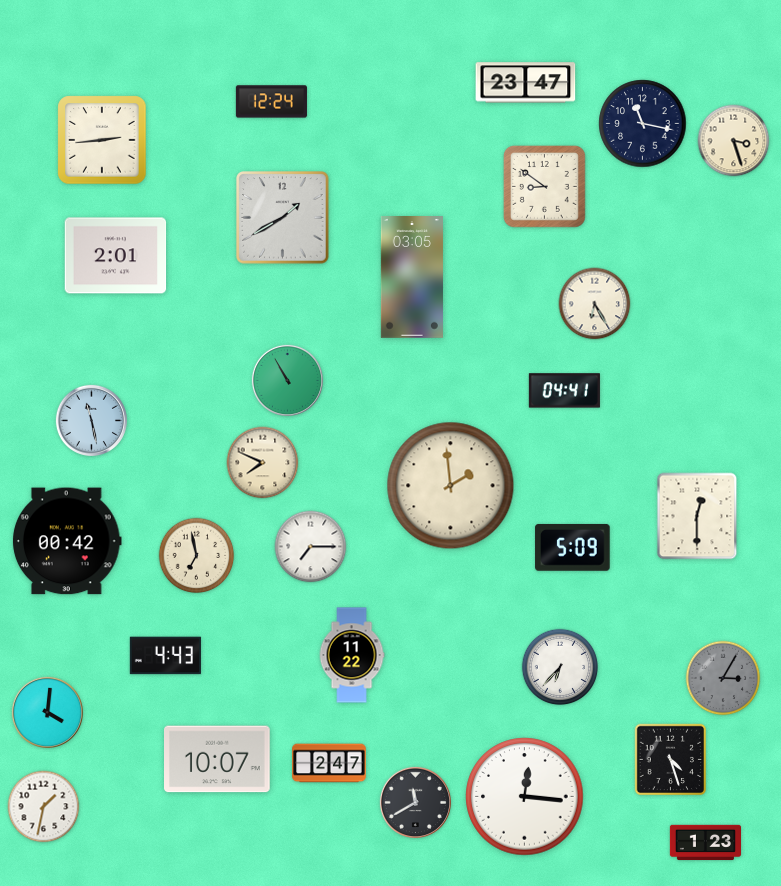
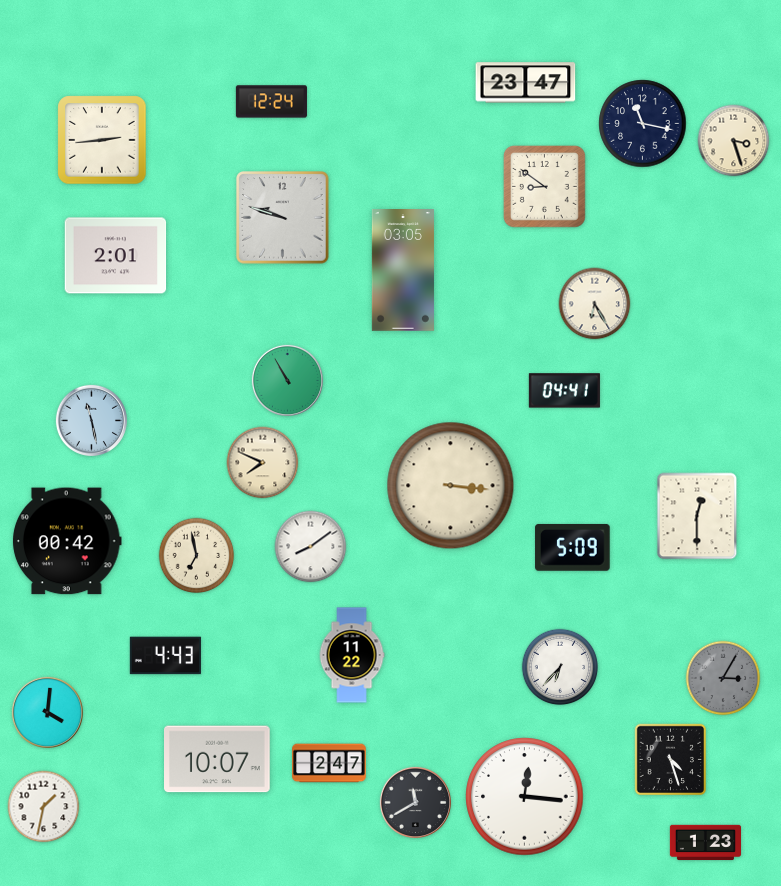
clock at (283, 218): 1:40 -> 9:48
clock at (412, 277) position: (412, 277) -> (403, 270)
clock at (451, 486): 1:59 -> 3:16
clock at (311, 547): 7:15 -> 8:09
